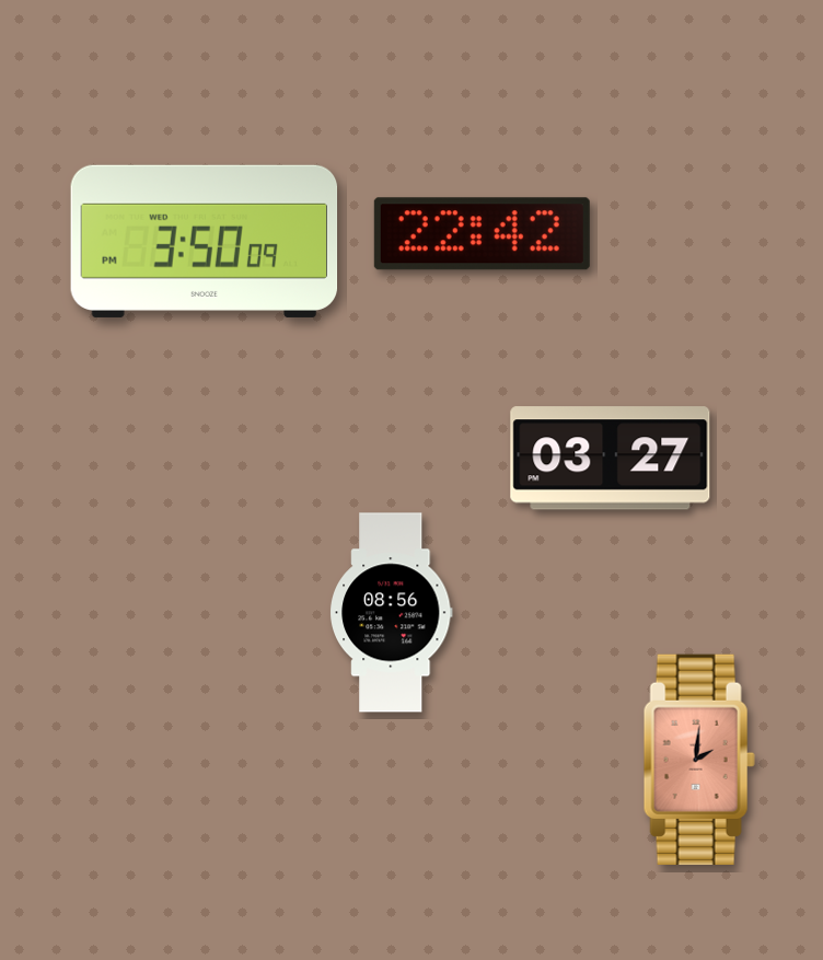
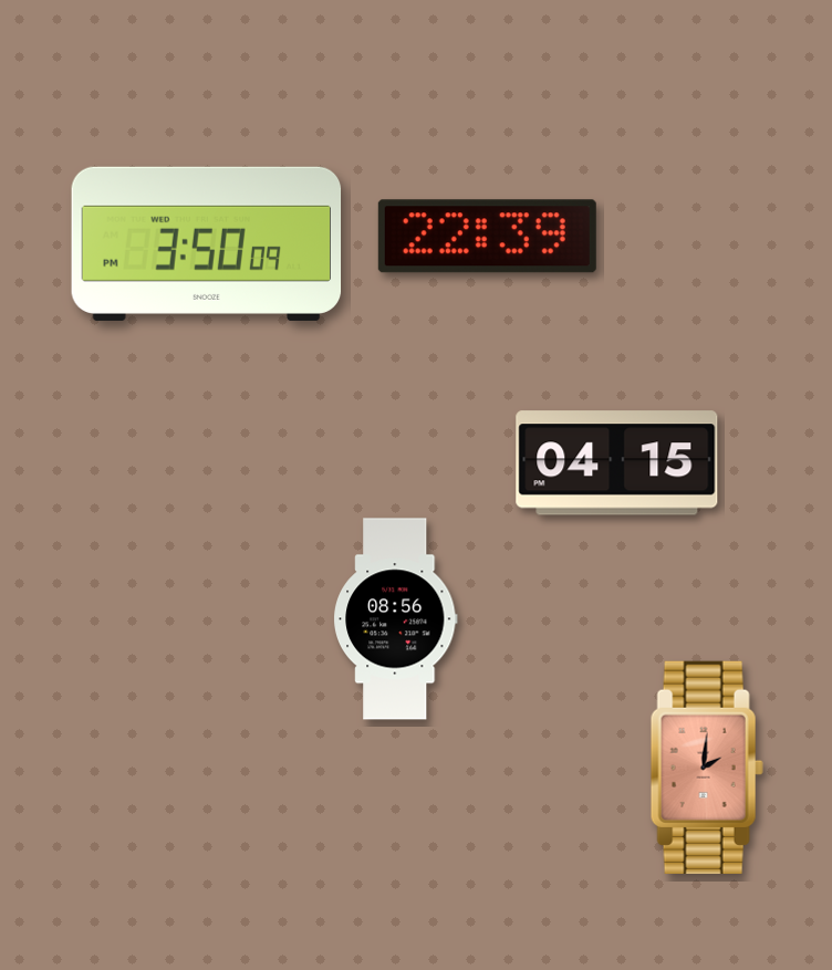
clock at (482, 234): 22:42 -> 22:39
clock at (611, 459): 03:27 -> 04:15
